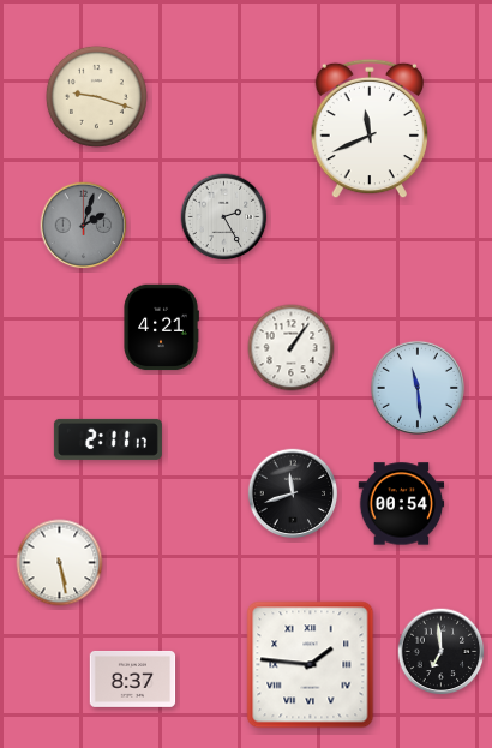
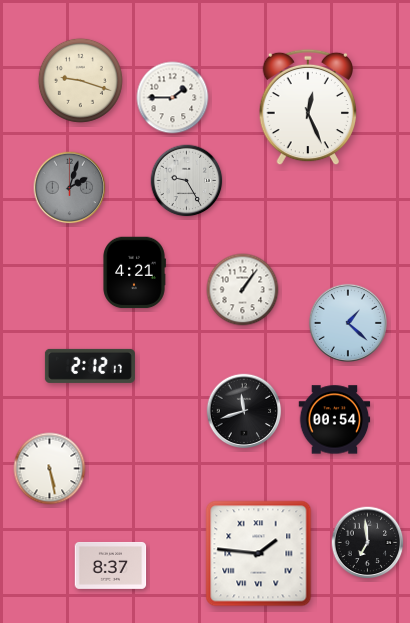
clock at (173, 98): none -> 1:45
clock at (368, 128): 11:41 -> 12:26
clock at (224, 217): 2:25 -> 9:25
clock at (418, 388): 11:29 -> 1:22
clock at (108, 439): 2:11 -> 2:12
